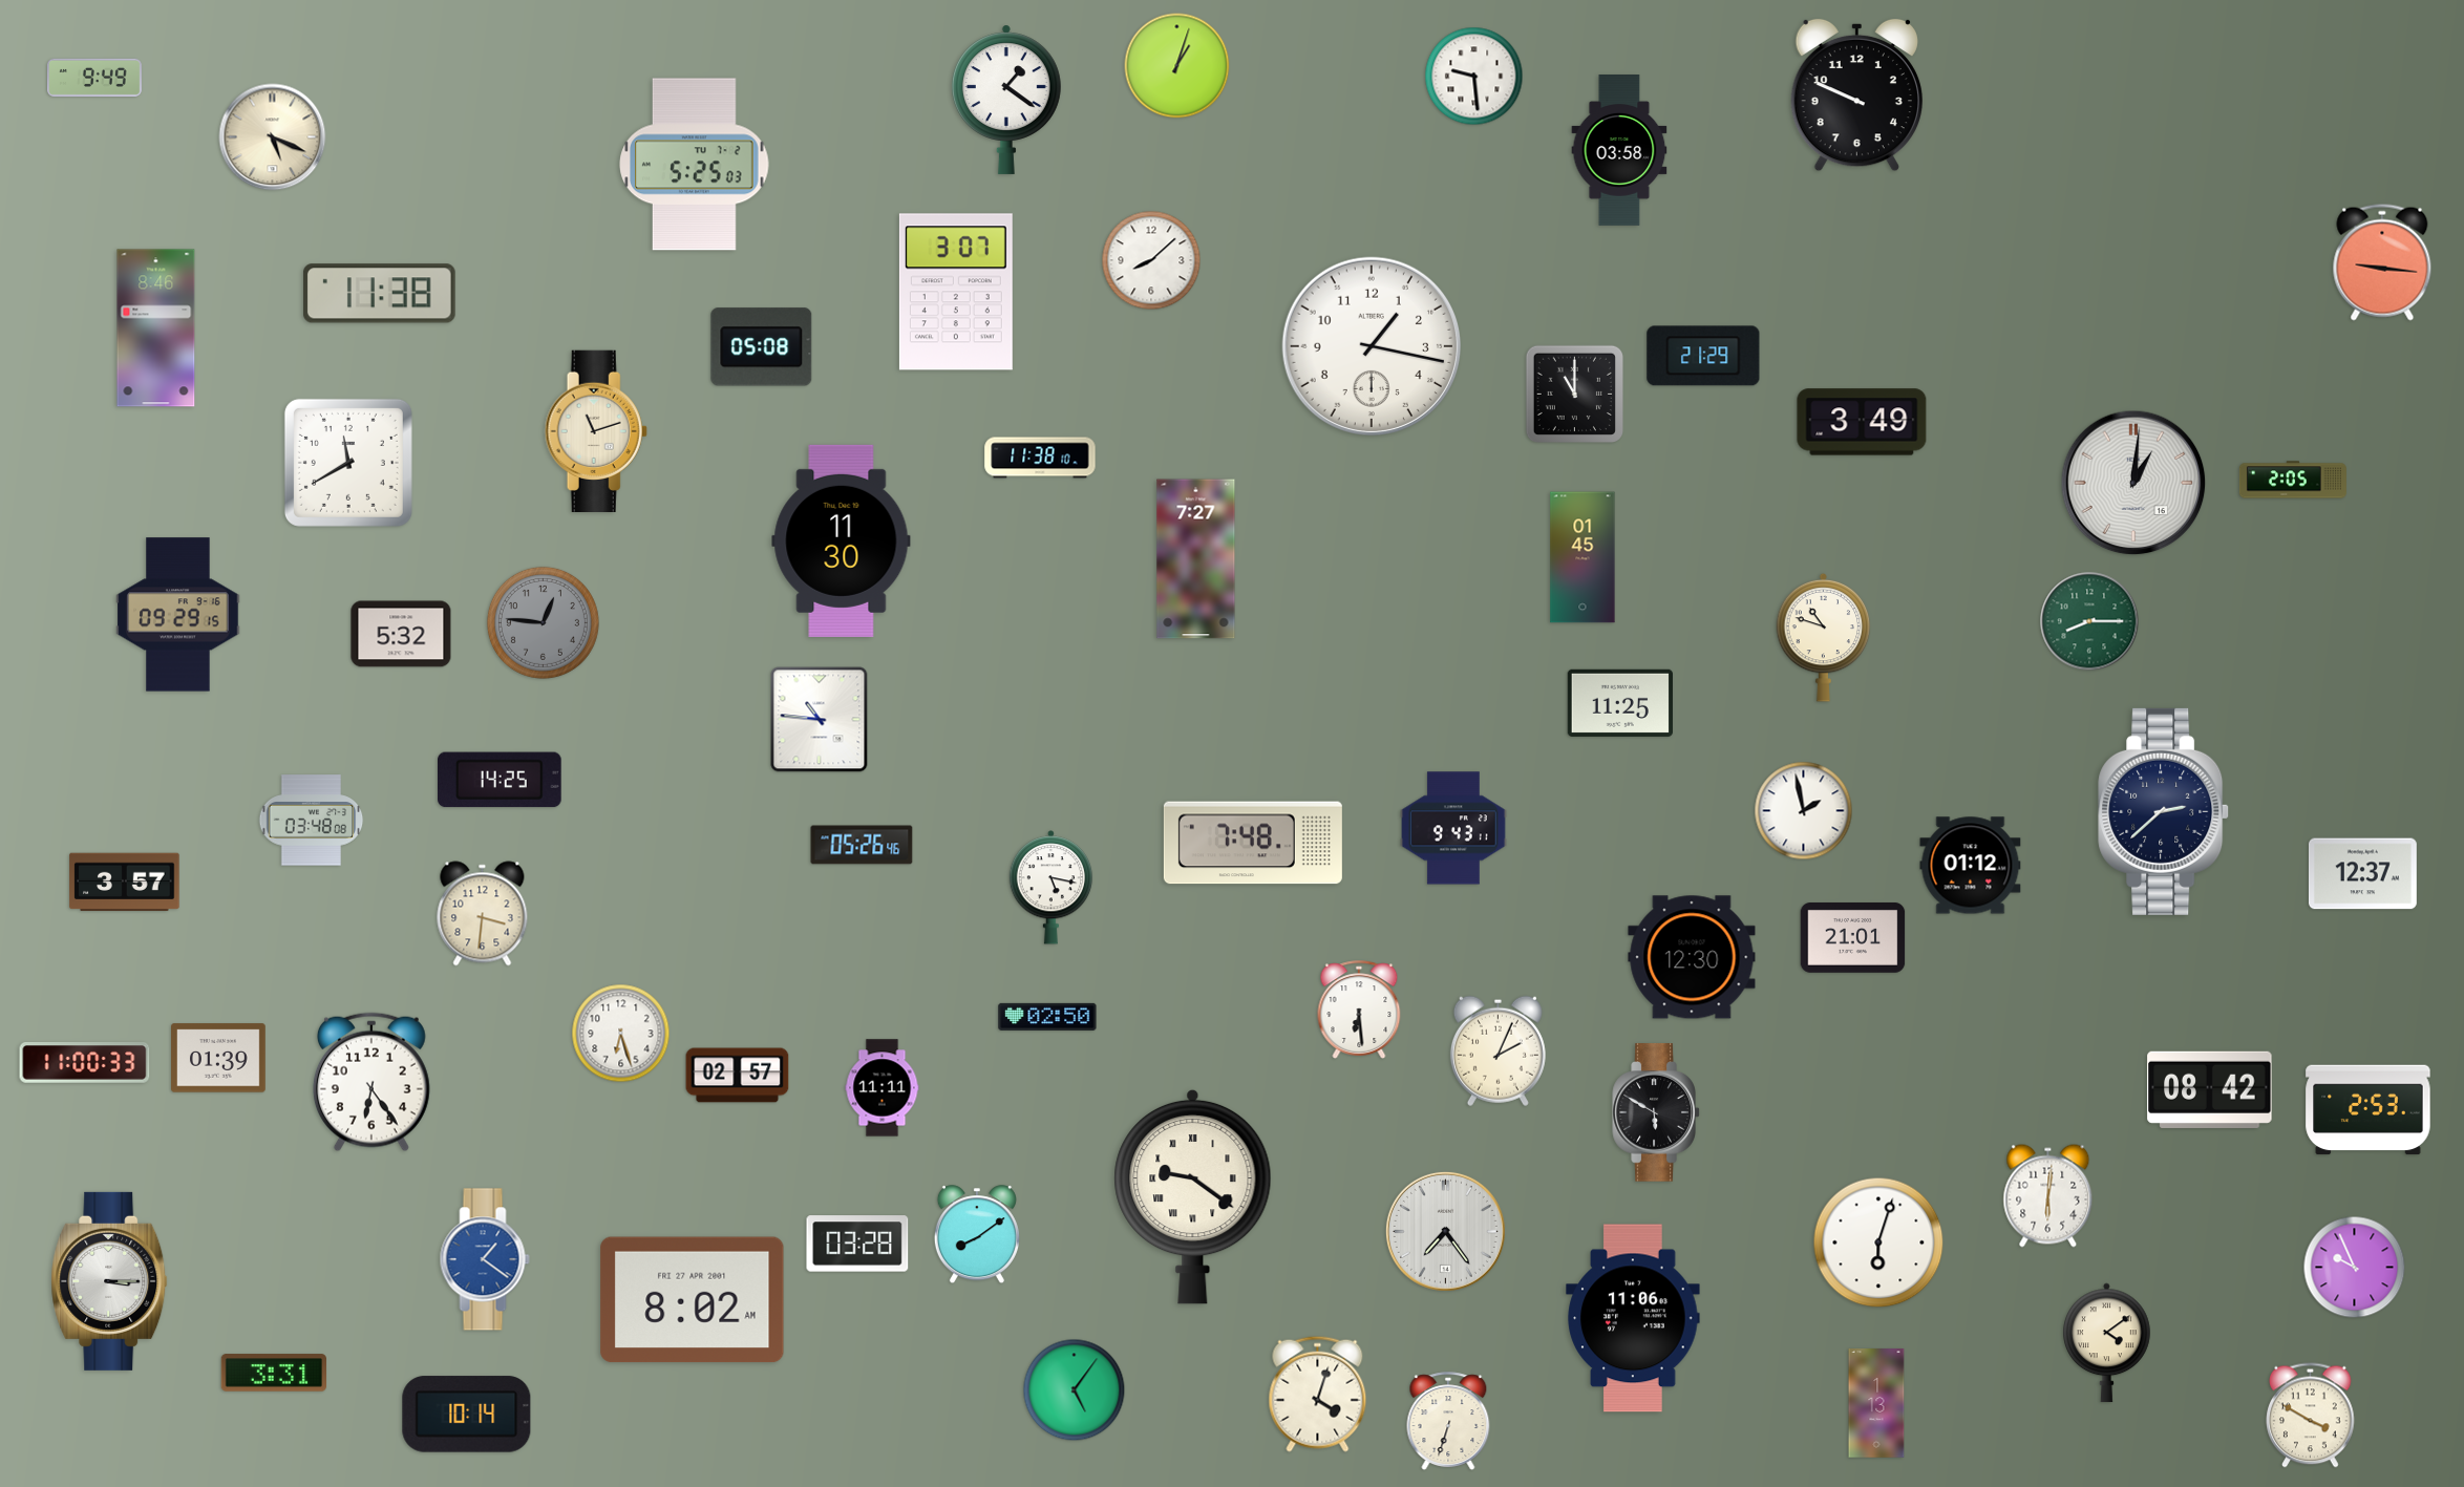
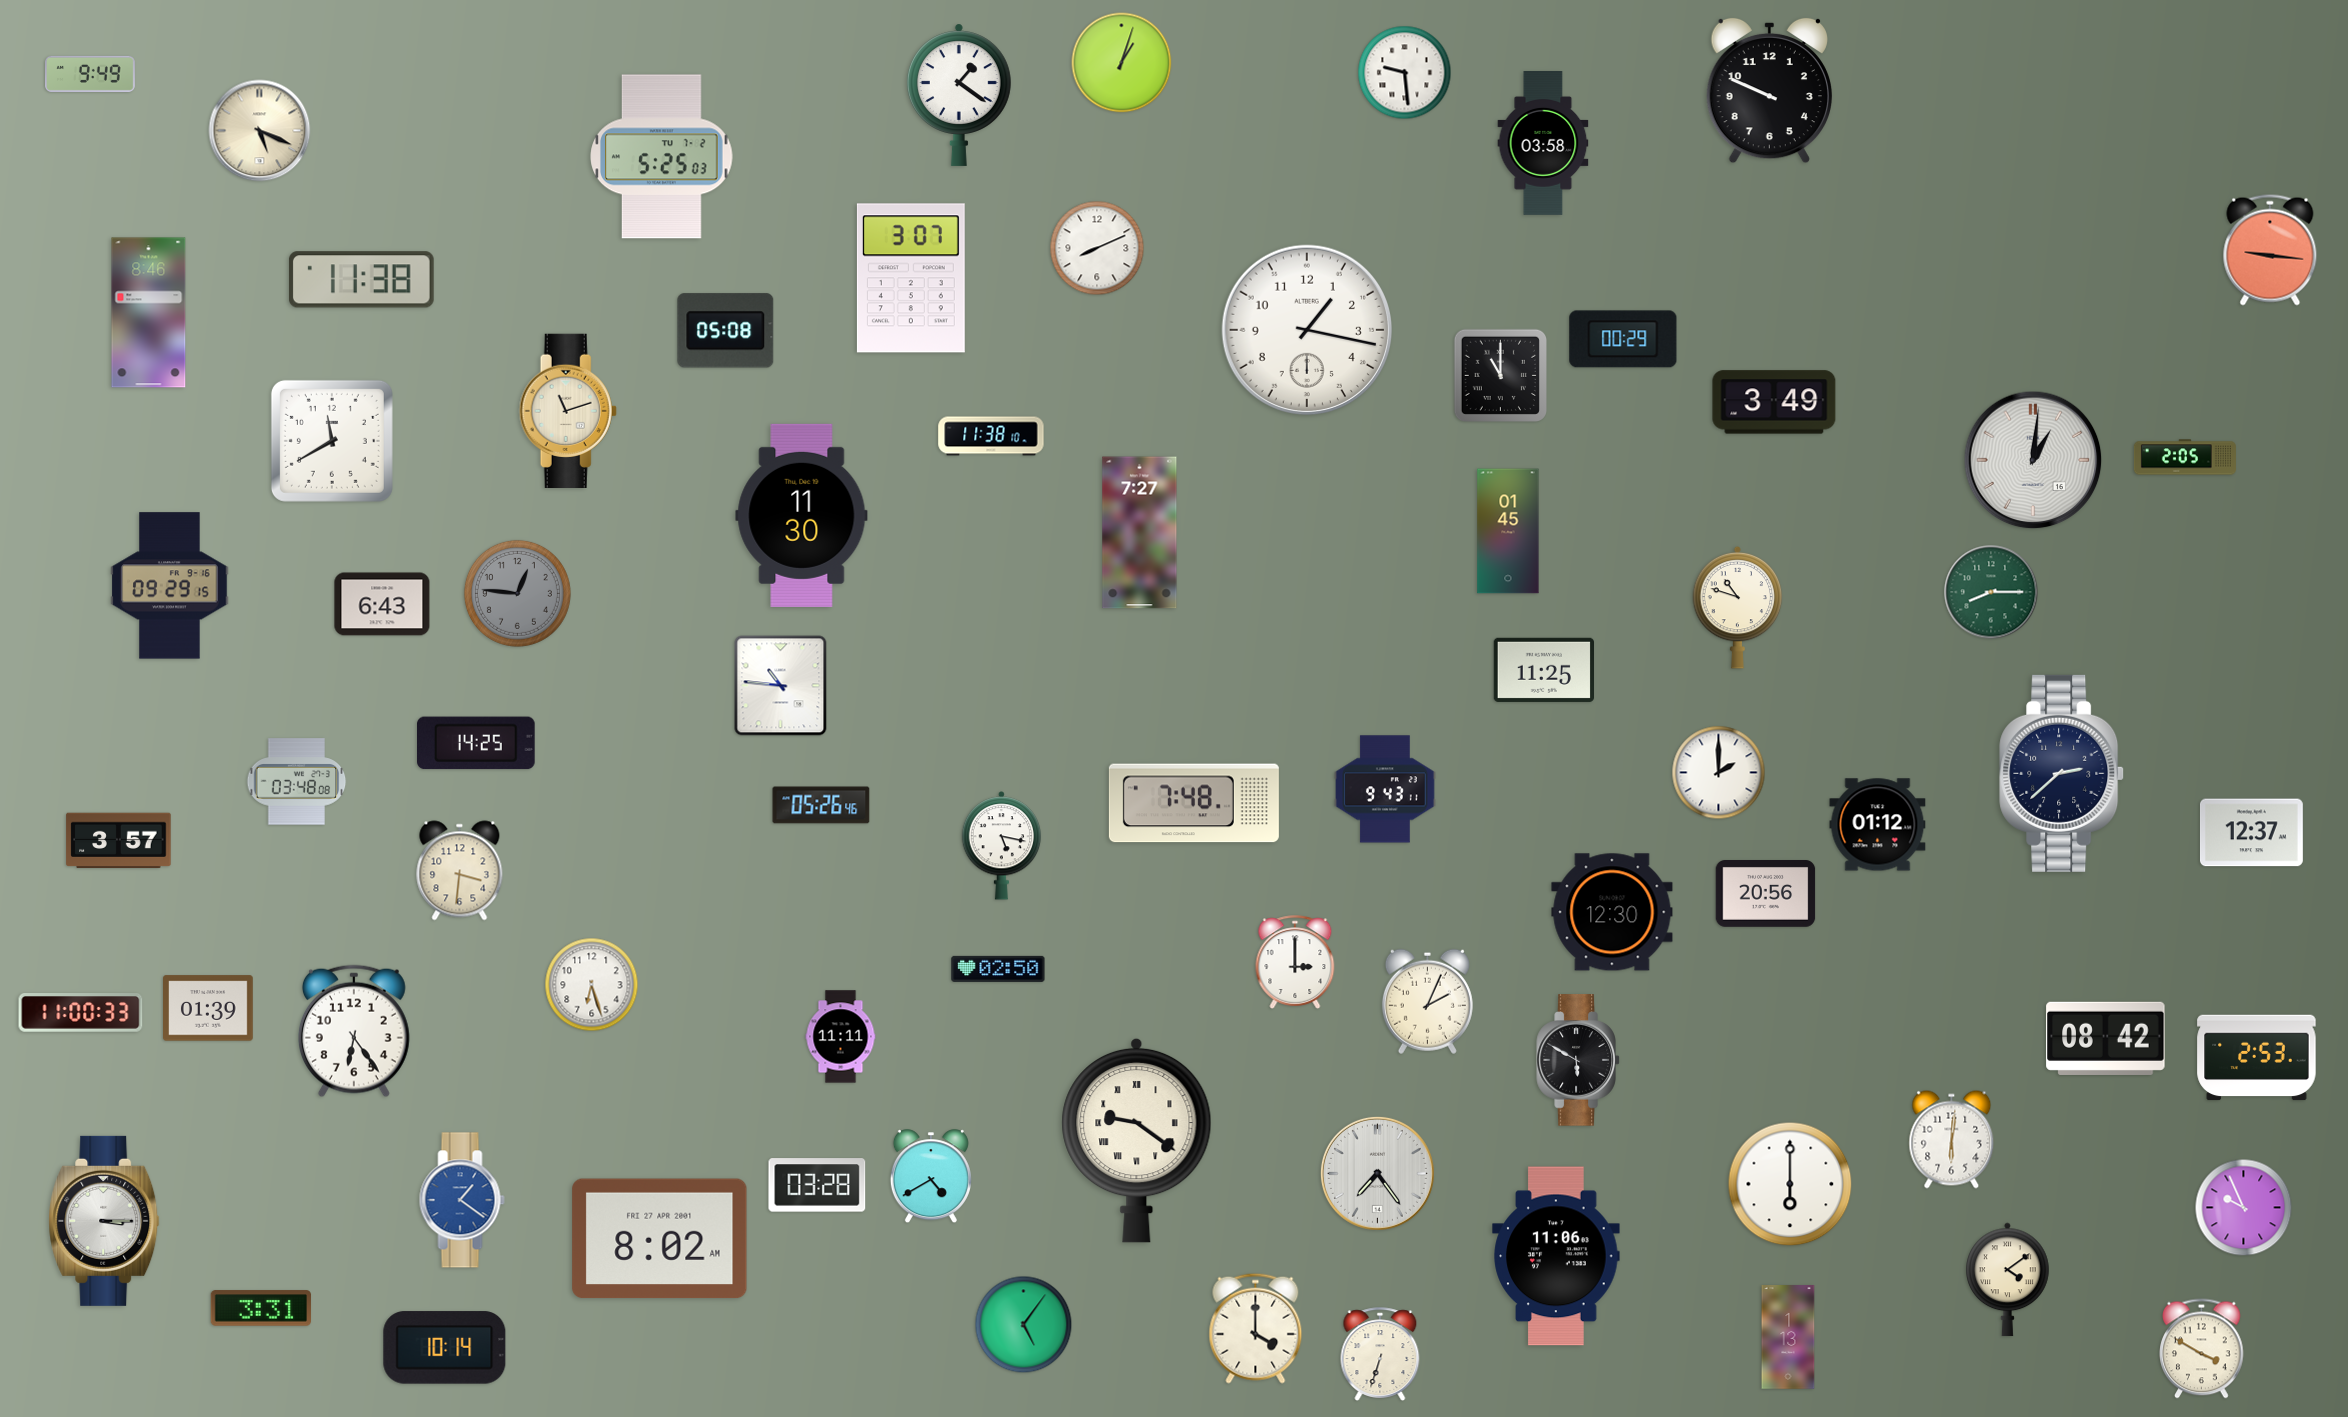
clock at (1151, 260): 8:08 -> 8:11
clock at (1703, 356): 21:29 -> 00:29
clock at (401, 634): 5:32 -> 6:43
clock at (1804, 811): 1:58 -> 2:00
clock at (1853, 938): 21:01 -> 20:56
clock at (1359, 1010): 6:29 -> 3:00
clock at (738, 1076): 02:57 -> none
clock at (977, 1235): 8:09 -> 4:40
clock at (1878, 1242): 6:03 -> 6:00
clock at (1318, 1394): 4:03 -> 4:00
